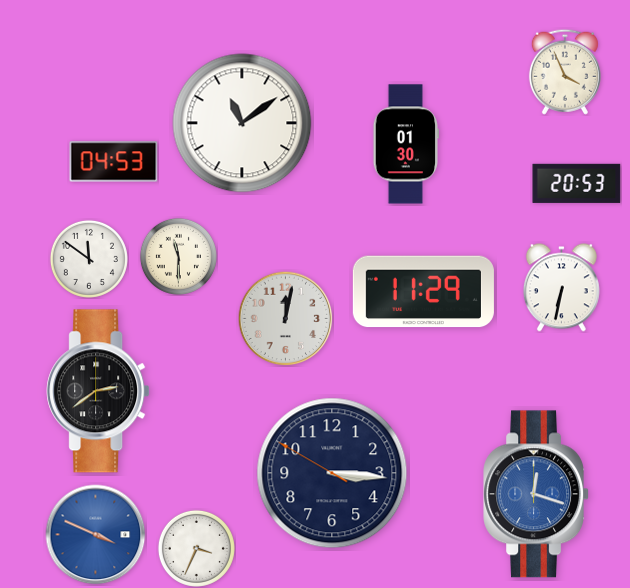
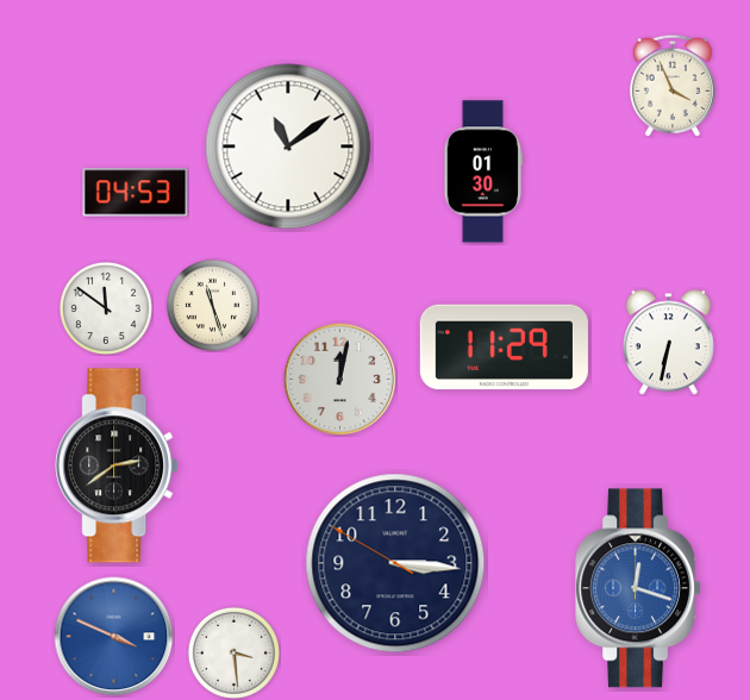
clock at (577, 183): 20:53 -> none
clock at (178, 256): 11:30 -> 11:27
clock at (196, 548): 3:34 -> 3:29
